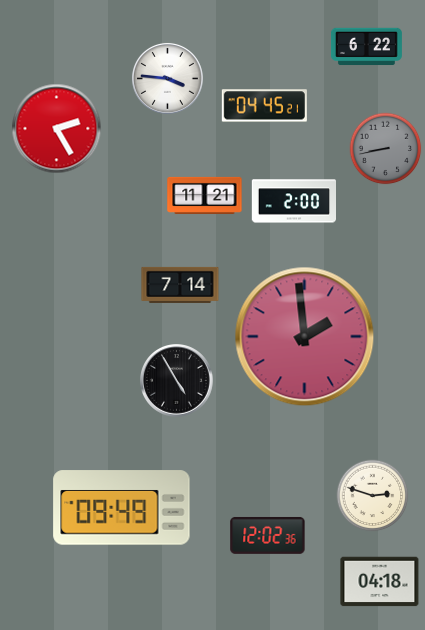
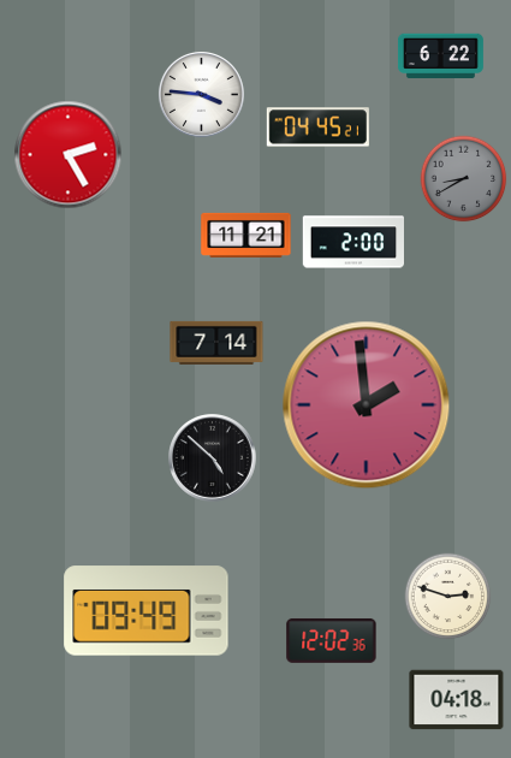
clock at (386, 149): 8:43 -> 8:40
clock at (177, 381): 4:55 -> 4:52
clock at (268, 536) position: (268, 536) -> (332, 641)
